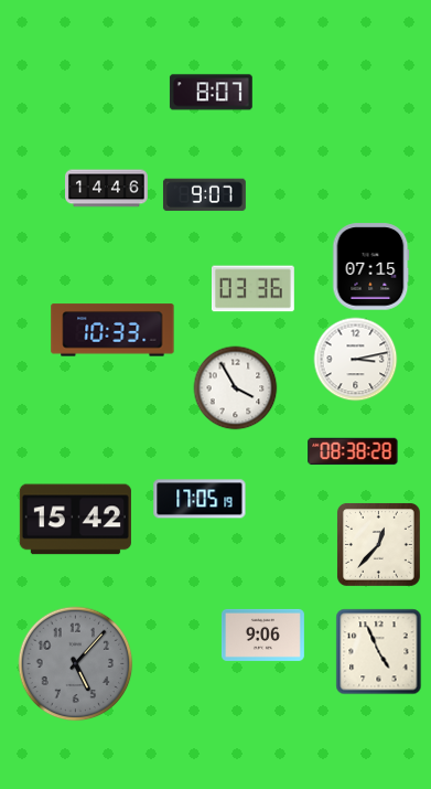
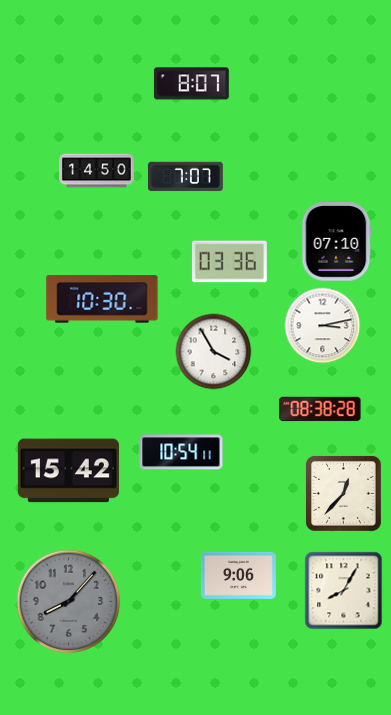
clock at (107, 189): 14:46 -> 14:50
clock at (204, 195): 9:07 -> 7:07
clock at (371, 267): 07:15 -> 07:10
clock at (112, 330): 10:33 -> 10:30
clock at (200, 499): 17:05 -> 10:54
clock at (379, 652): 4:56 -> 8:05
clock at (76, 664): 5:07 -> 8:07
